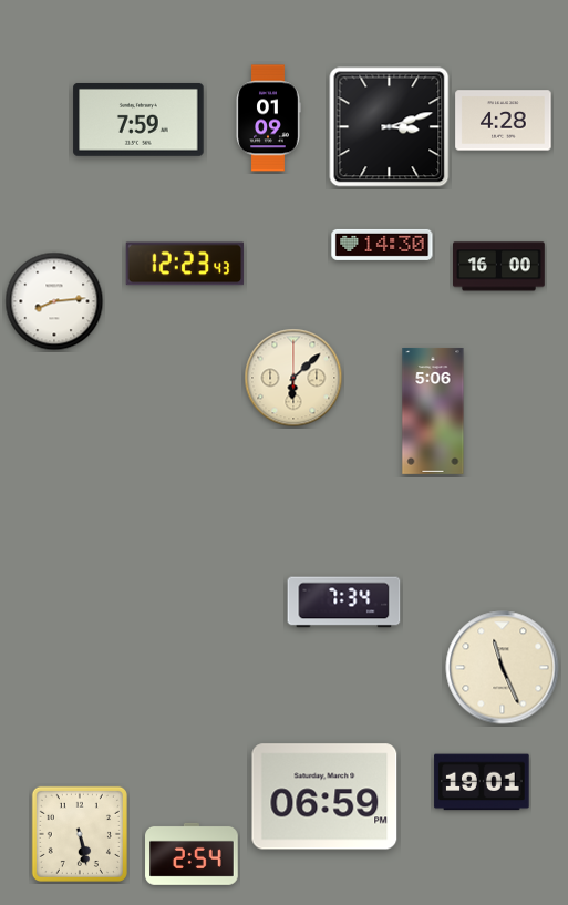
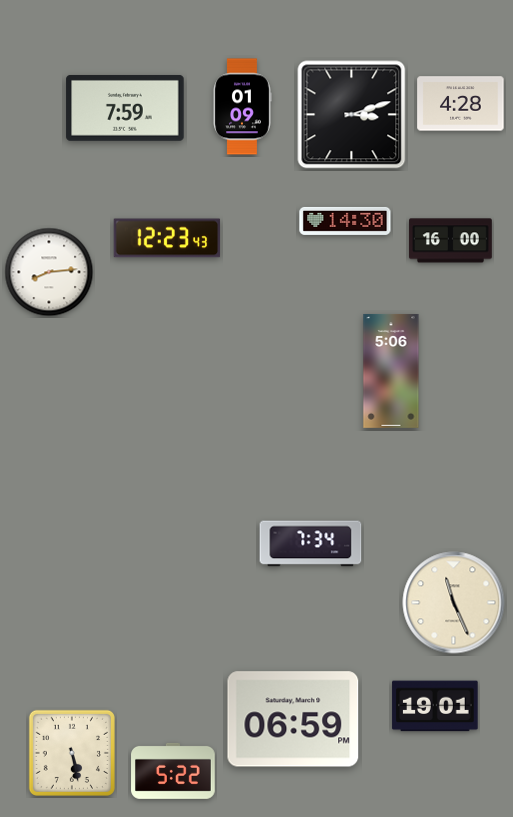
clock at (504, 121) position: (504, 121) -> (461, 104)
clock at (293, 378): 6:08 -> none
clock at (192, 854): 2:54 -> 5:22
